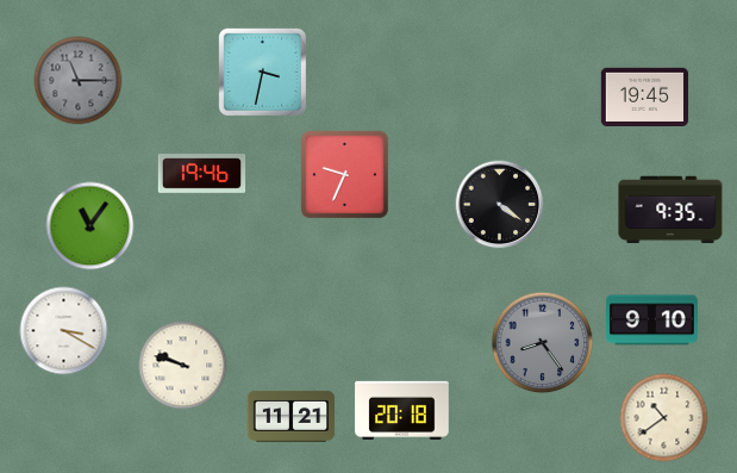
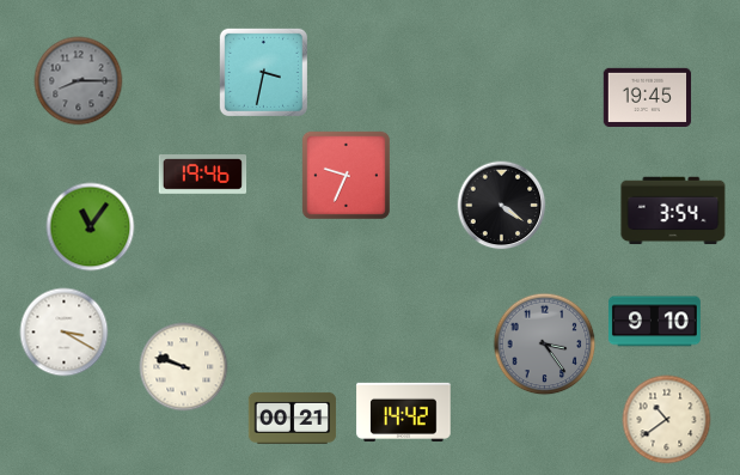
clock at (79, 81): 11:15 -> 8:15
clock at (670, 210): 9:35 -> 3:54
clock at (543, 343): 8:24 -> 3:24
clock at (402, 410): 20:18 -> 14:42
clock at (292, 416): 11:21 -> 00:21
